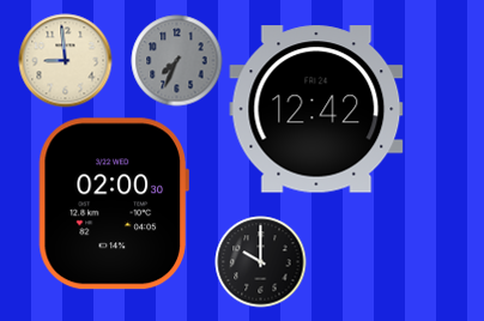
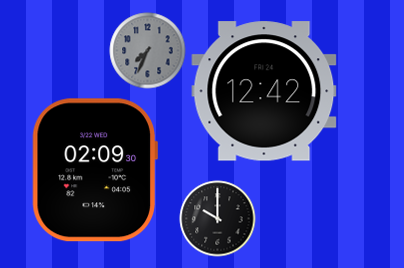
clock at (66, 61): 8:59 -> none
clock at (114, 204): 02:00 -> 02:09
